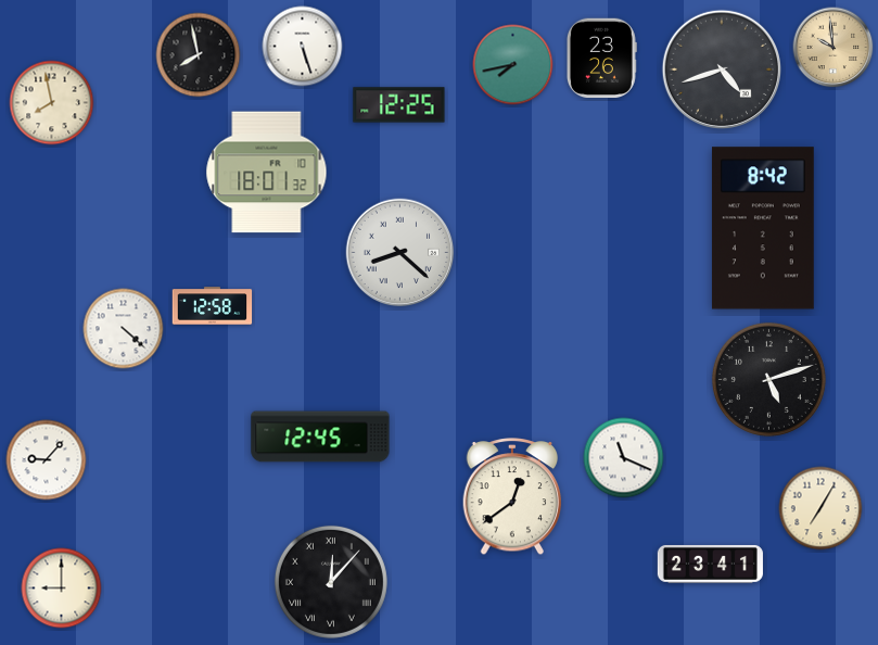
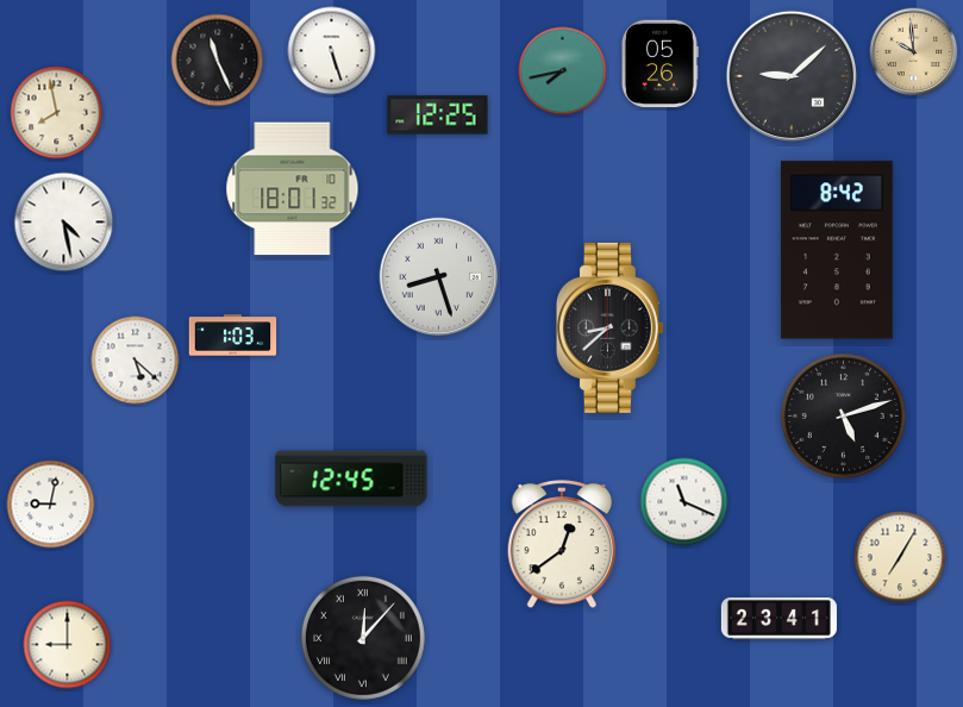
clock at (199, 55): 7:58 -> 11:26
clock at (601, 59): 23:26 -> 05:26
clock at (721, 68): 4:42 -> 9:08
clock at (64, 223): none -> 4:28
clock at (400, 253): 8:22 -> 8:27
clock at (609, 327): none -> 8:38
clock at (213, 306): 12:58 -> 1:03
clock at (124, 329): 4:22 -> 5:22
clock at (47, 460): 9:07 -> 9:02
